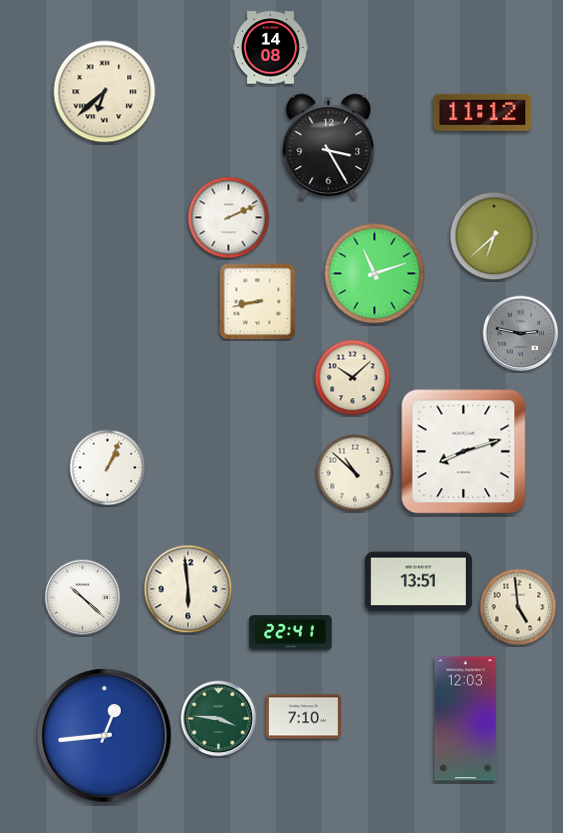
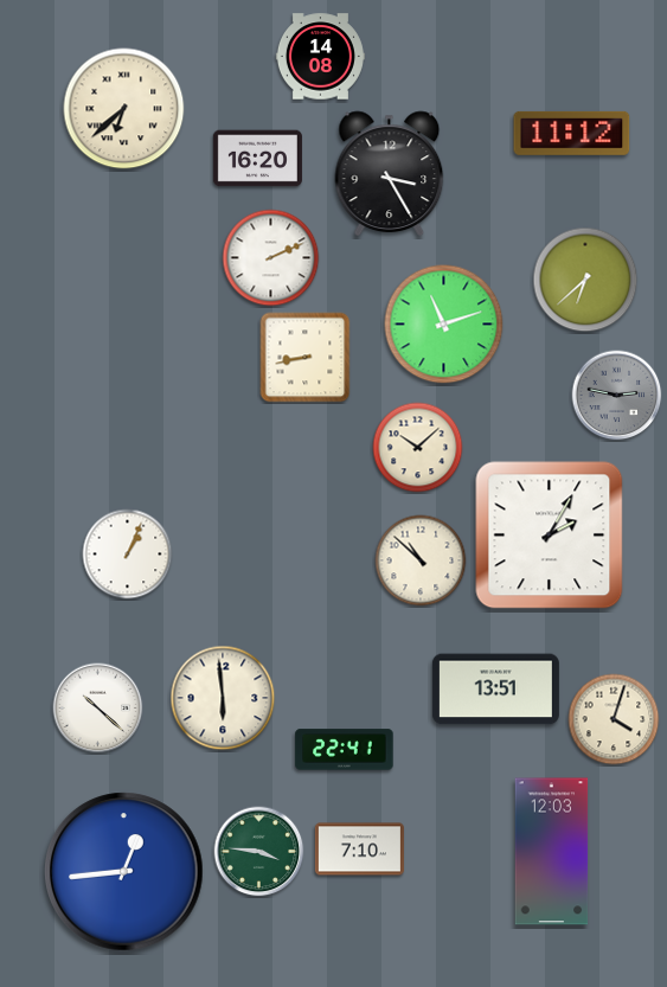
clock at (257, 159): none -> 16:20
clock at (464, 452): 8:12 -> 2:05
clock at (518, 607): 4:59 -> 4:03
